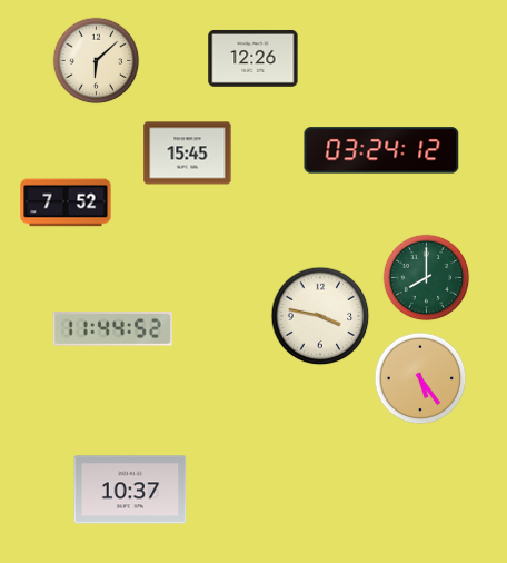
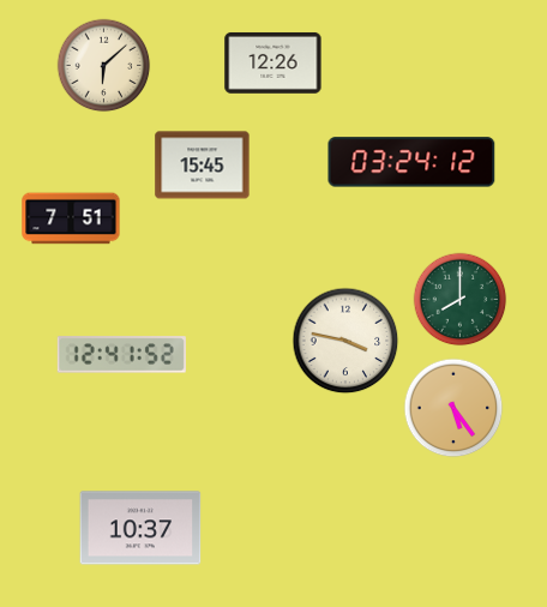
clock at (66, 203): 7:52 -> 7:51
clock at (112, 329): 11:44 -> 12:41
